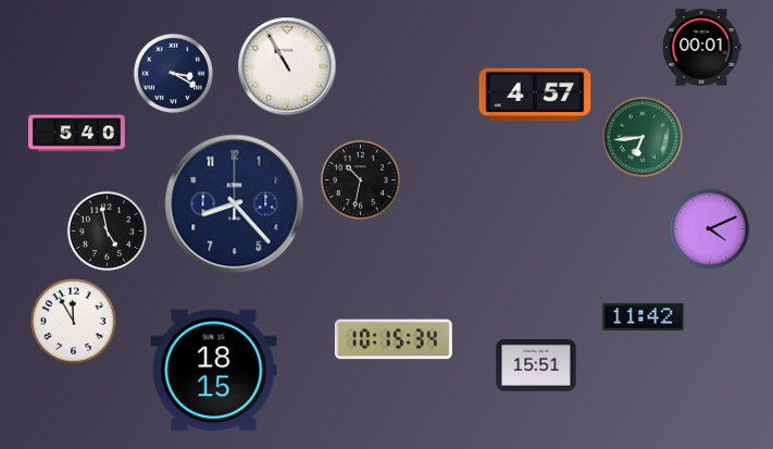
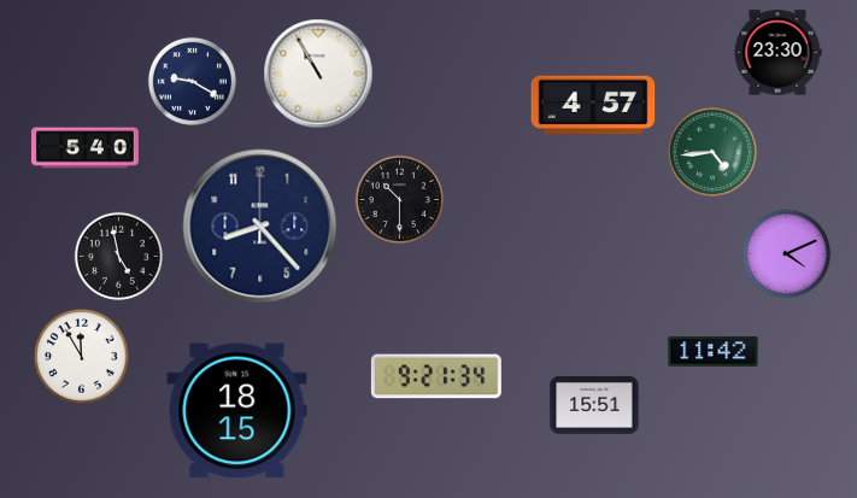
clock at (701, 48): 00:01 -> 23:30
clock at (173, 73): 3:20 -> 9:20
clock at (643, 137): 6:44 -> 4:44
clock at (360, 179): 10:32 -> 10:30
clock at (394, 339): 10:15 -> 9:21
